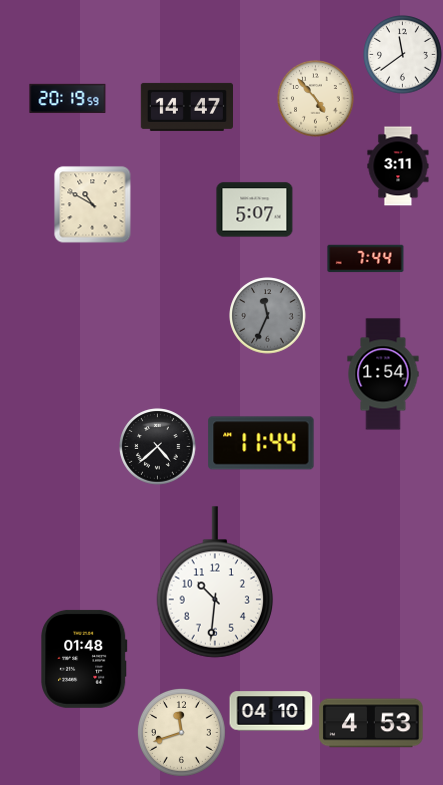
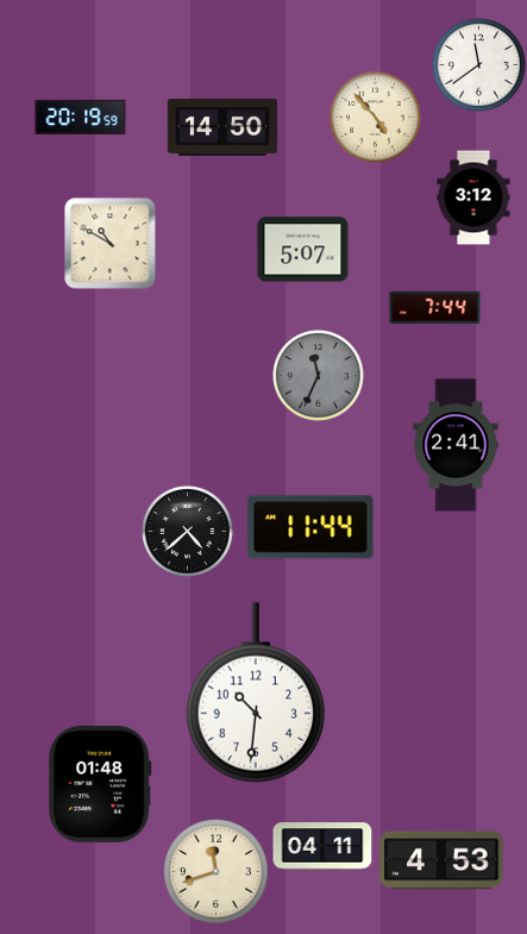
clock at (186, 107): 14:47 -> 14:50
clock at (398, 166): 3:11 -> 3:12
clock at (383, 374): 1:54 -> 2:41
clock at (271, 711): 04:10 -> 04:11
